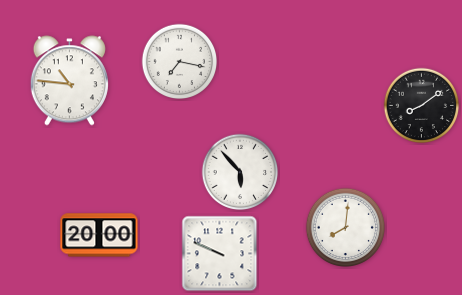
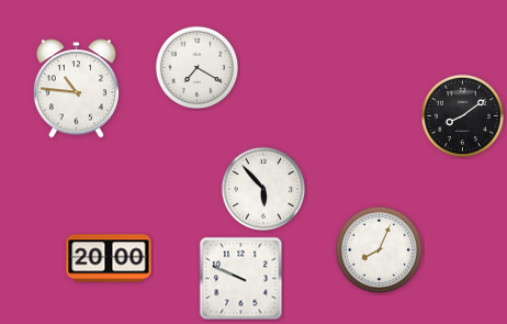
clock at (180, 62): 7:17 -> 7:20
clock at (345, 227): 8:01 -> 8:04
